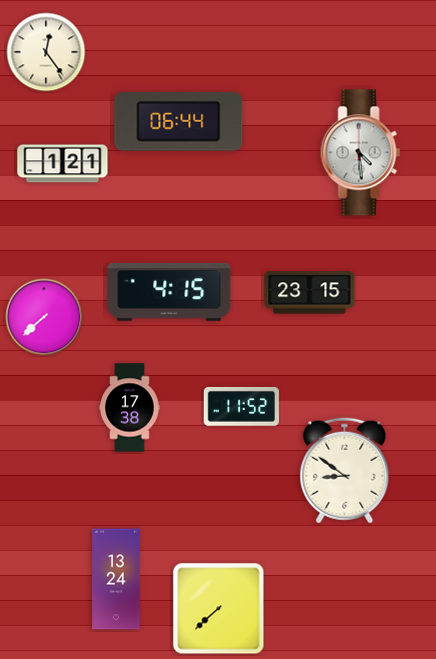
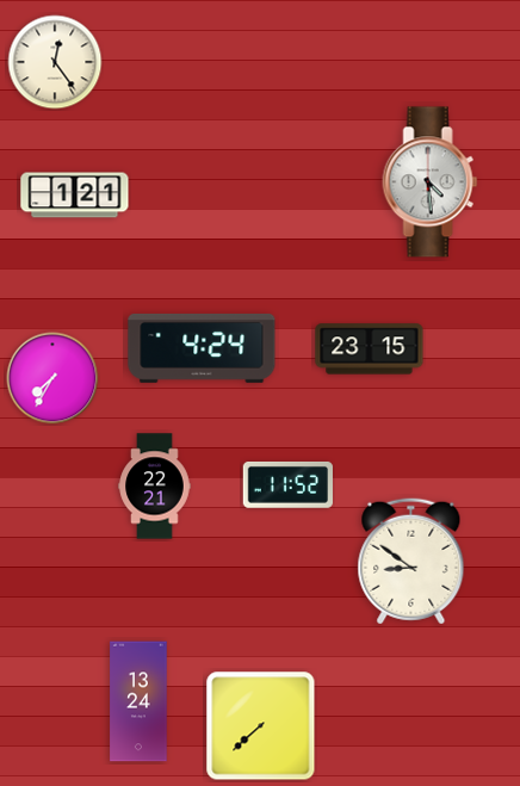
clock at (179, 121): 06:44 -> none
clock at (169, 292): 4:15 -> 4:24
clock at (44, 317): 7:38 -> 7:35
clock at (130, 408): 17:38 -> 22:21
clock at (116, 579) position: (116, 579) -> (138, 701)
